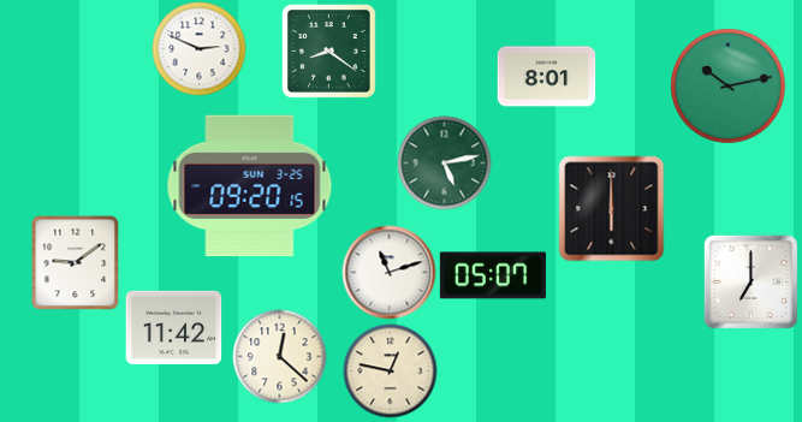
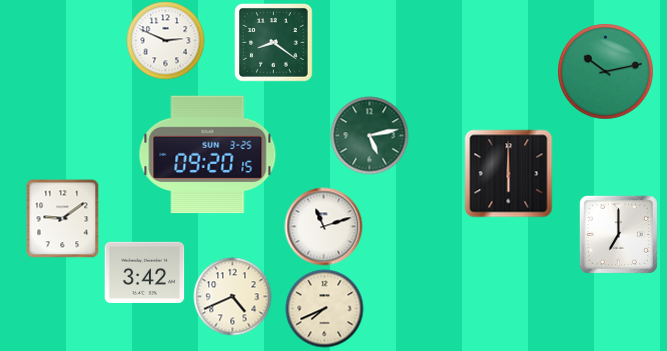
clock at (546, 77): 8:01 -> none
clock at (493, 275): 05:07 -> none
clock at (750, 281) position: (750, 281) -> (618, 234)
clock at (173, 327): 11:42 -> 3:42
clock at (279, 356): 12:22 -> 4:41
clock at (390, 370): 12:47 -> 7:41
